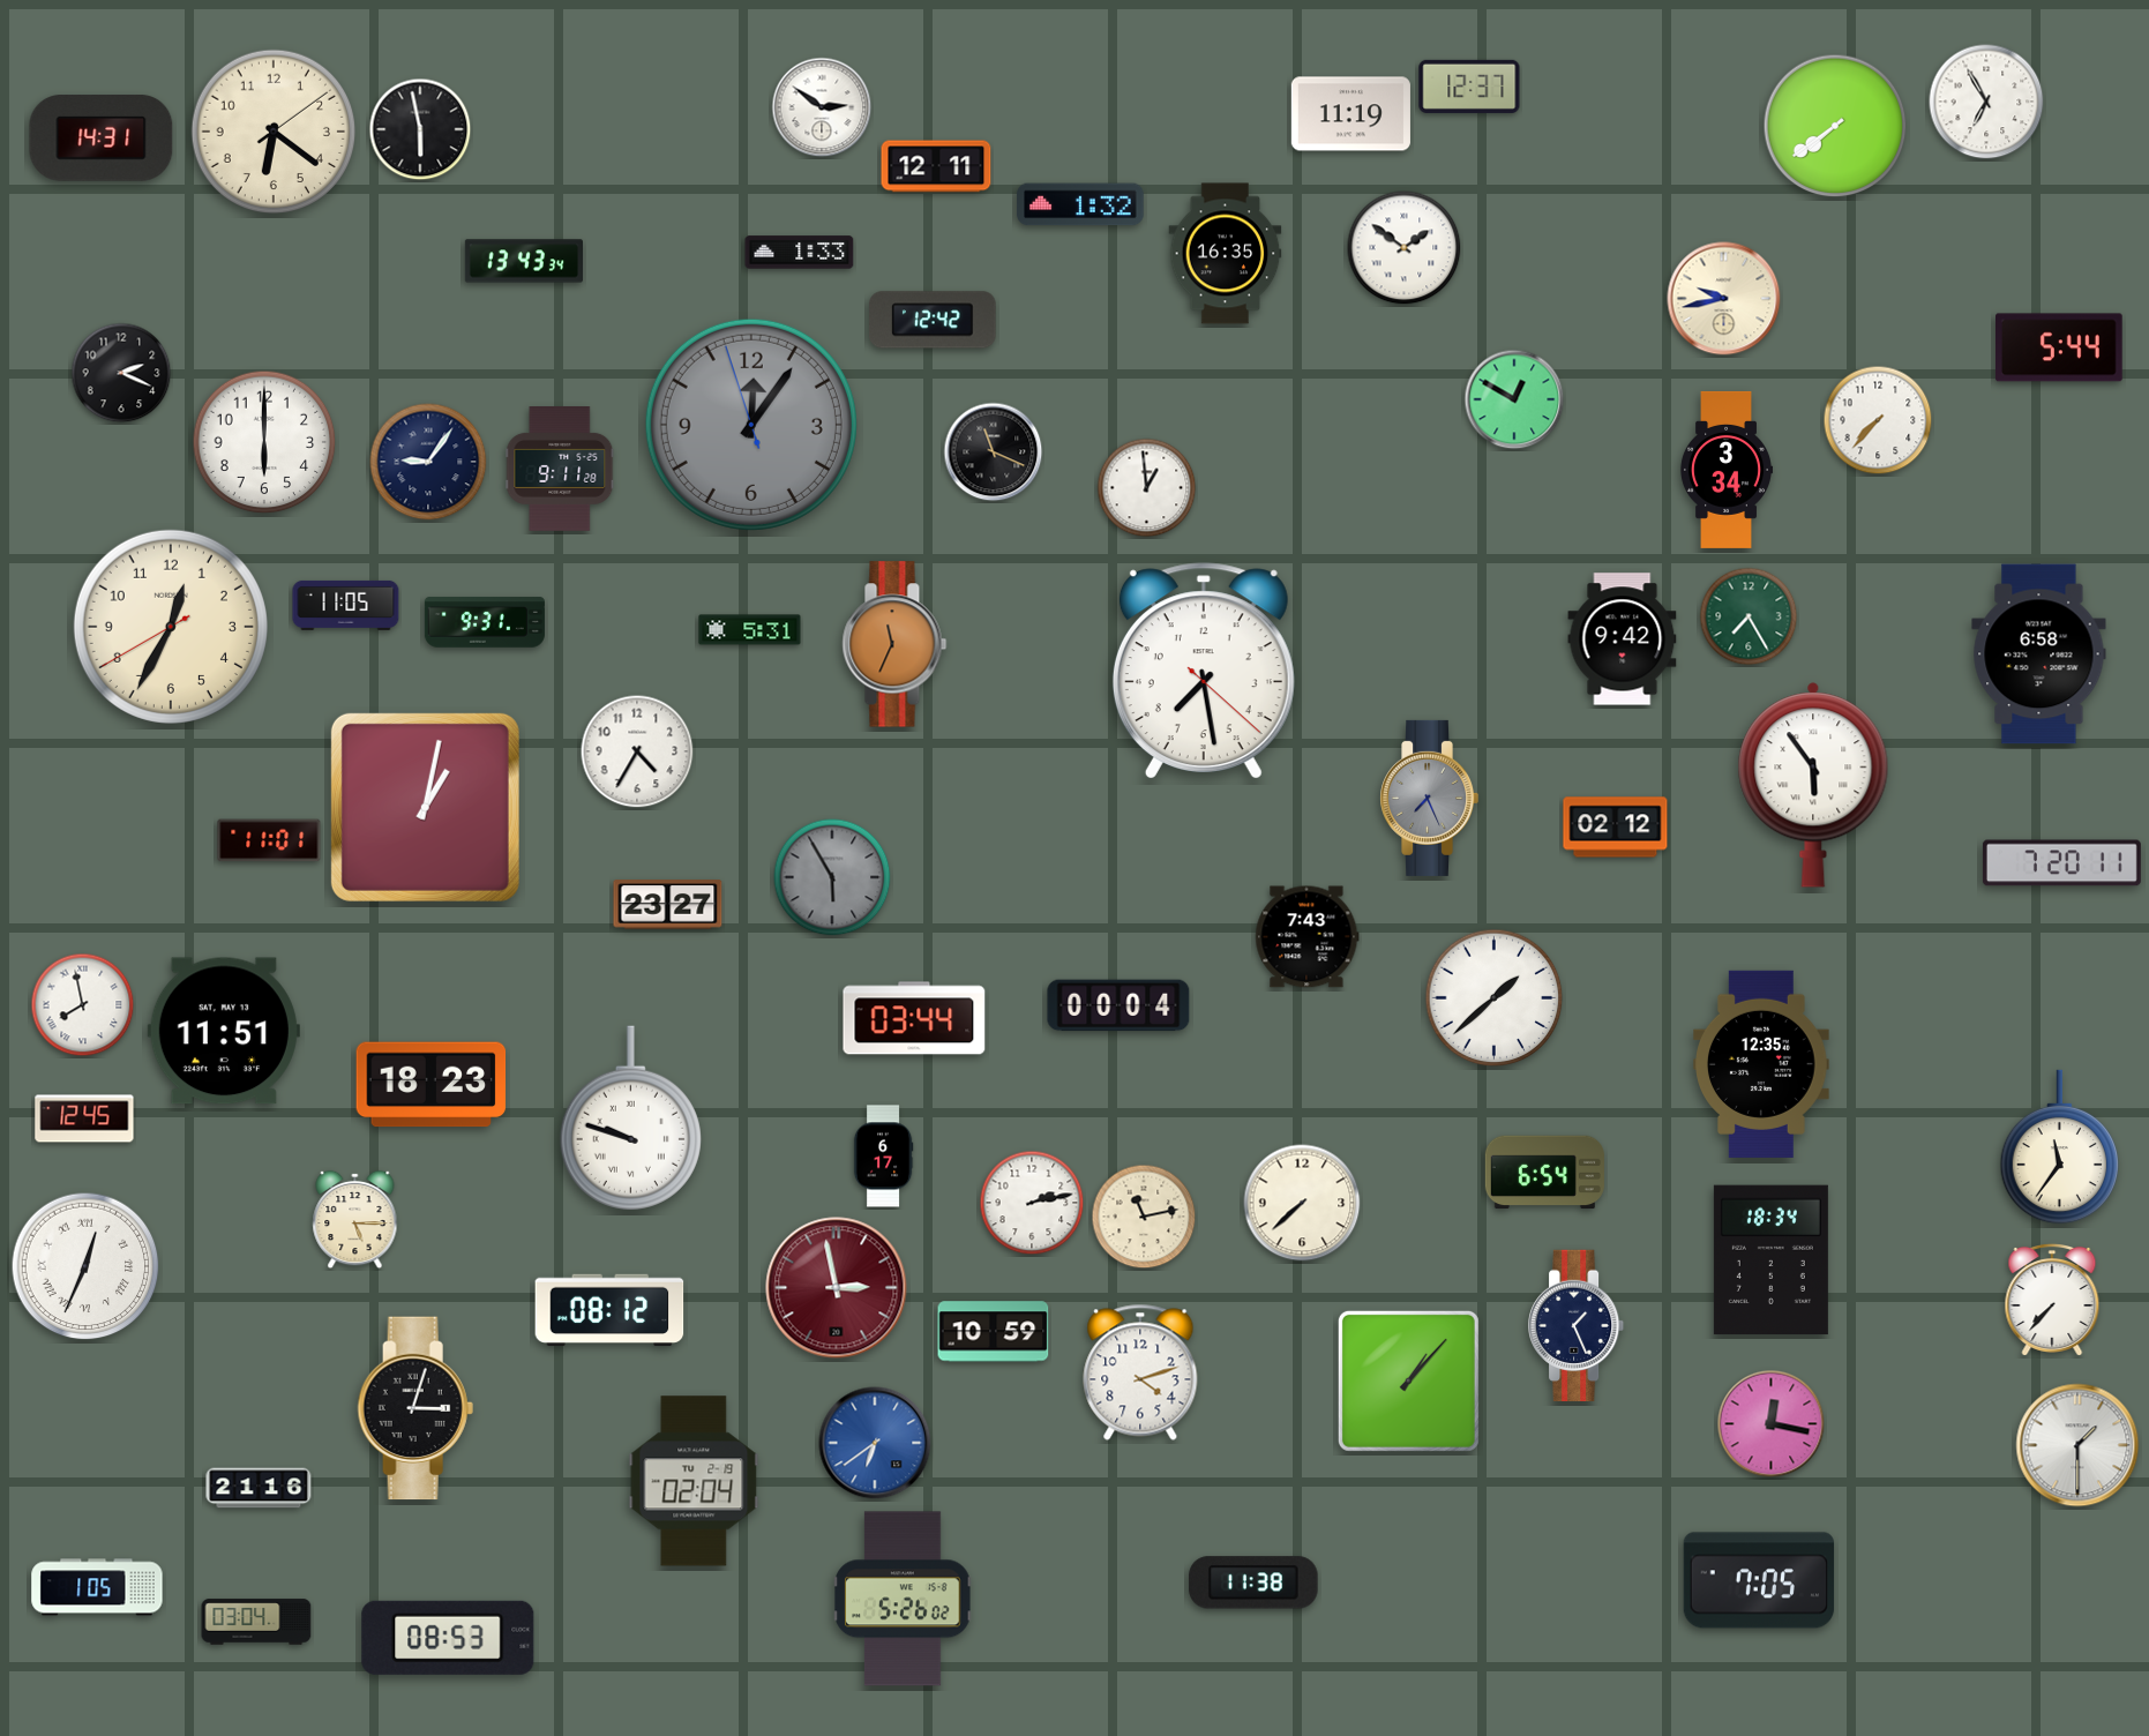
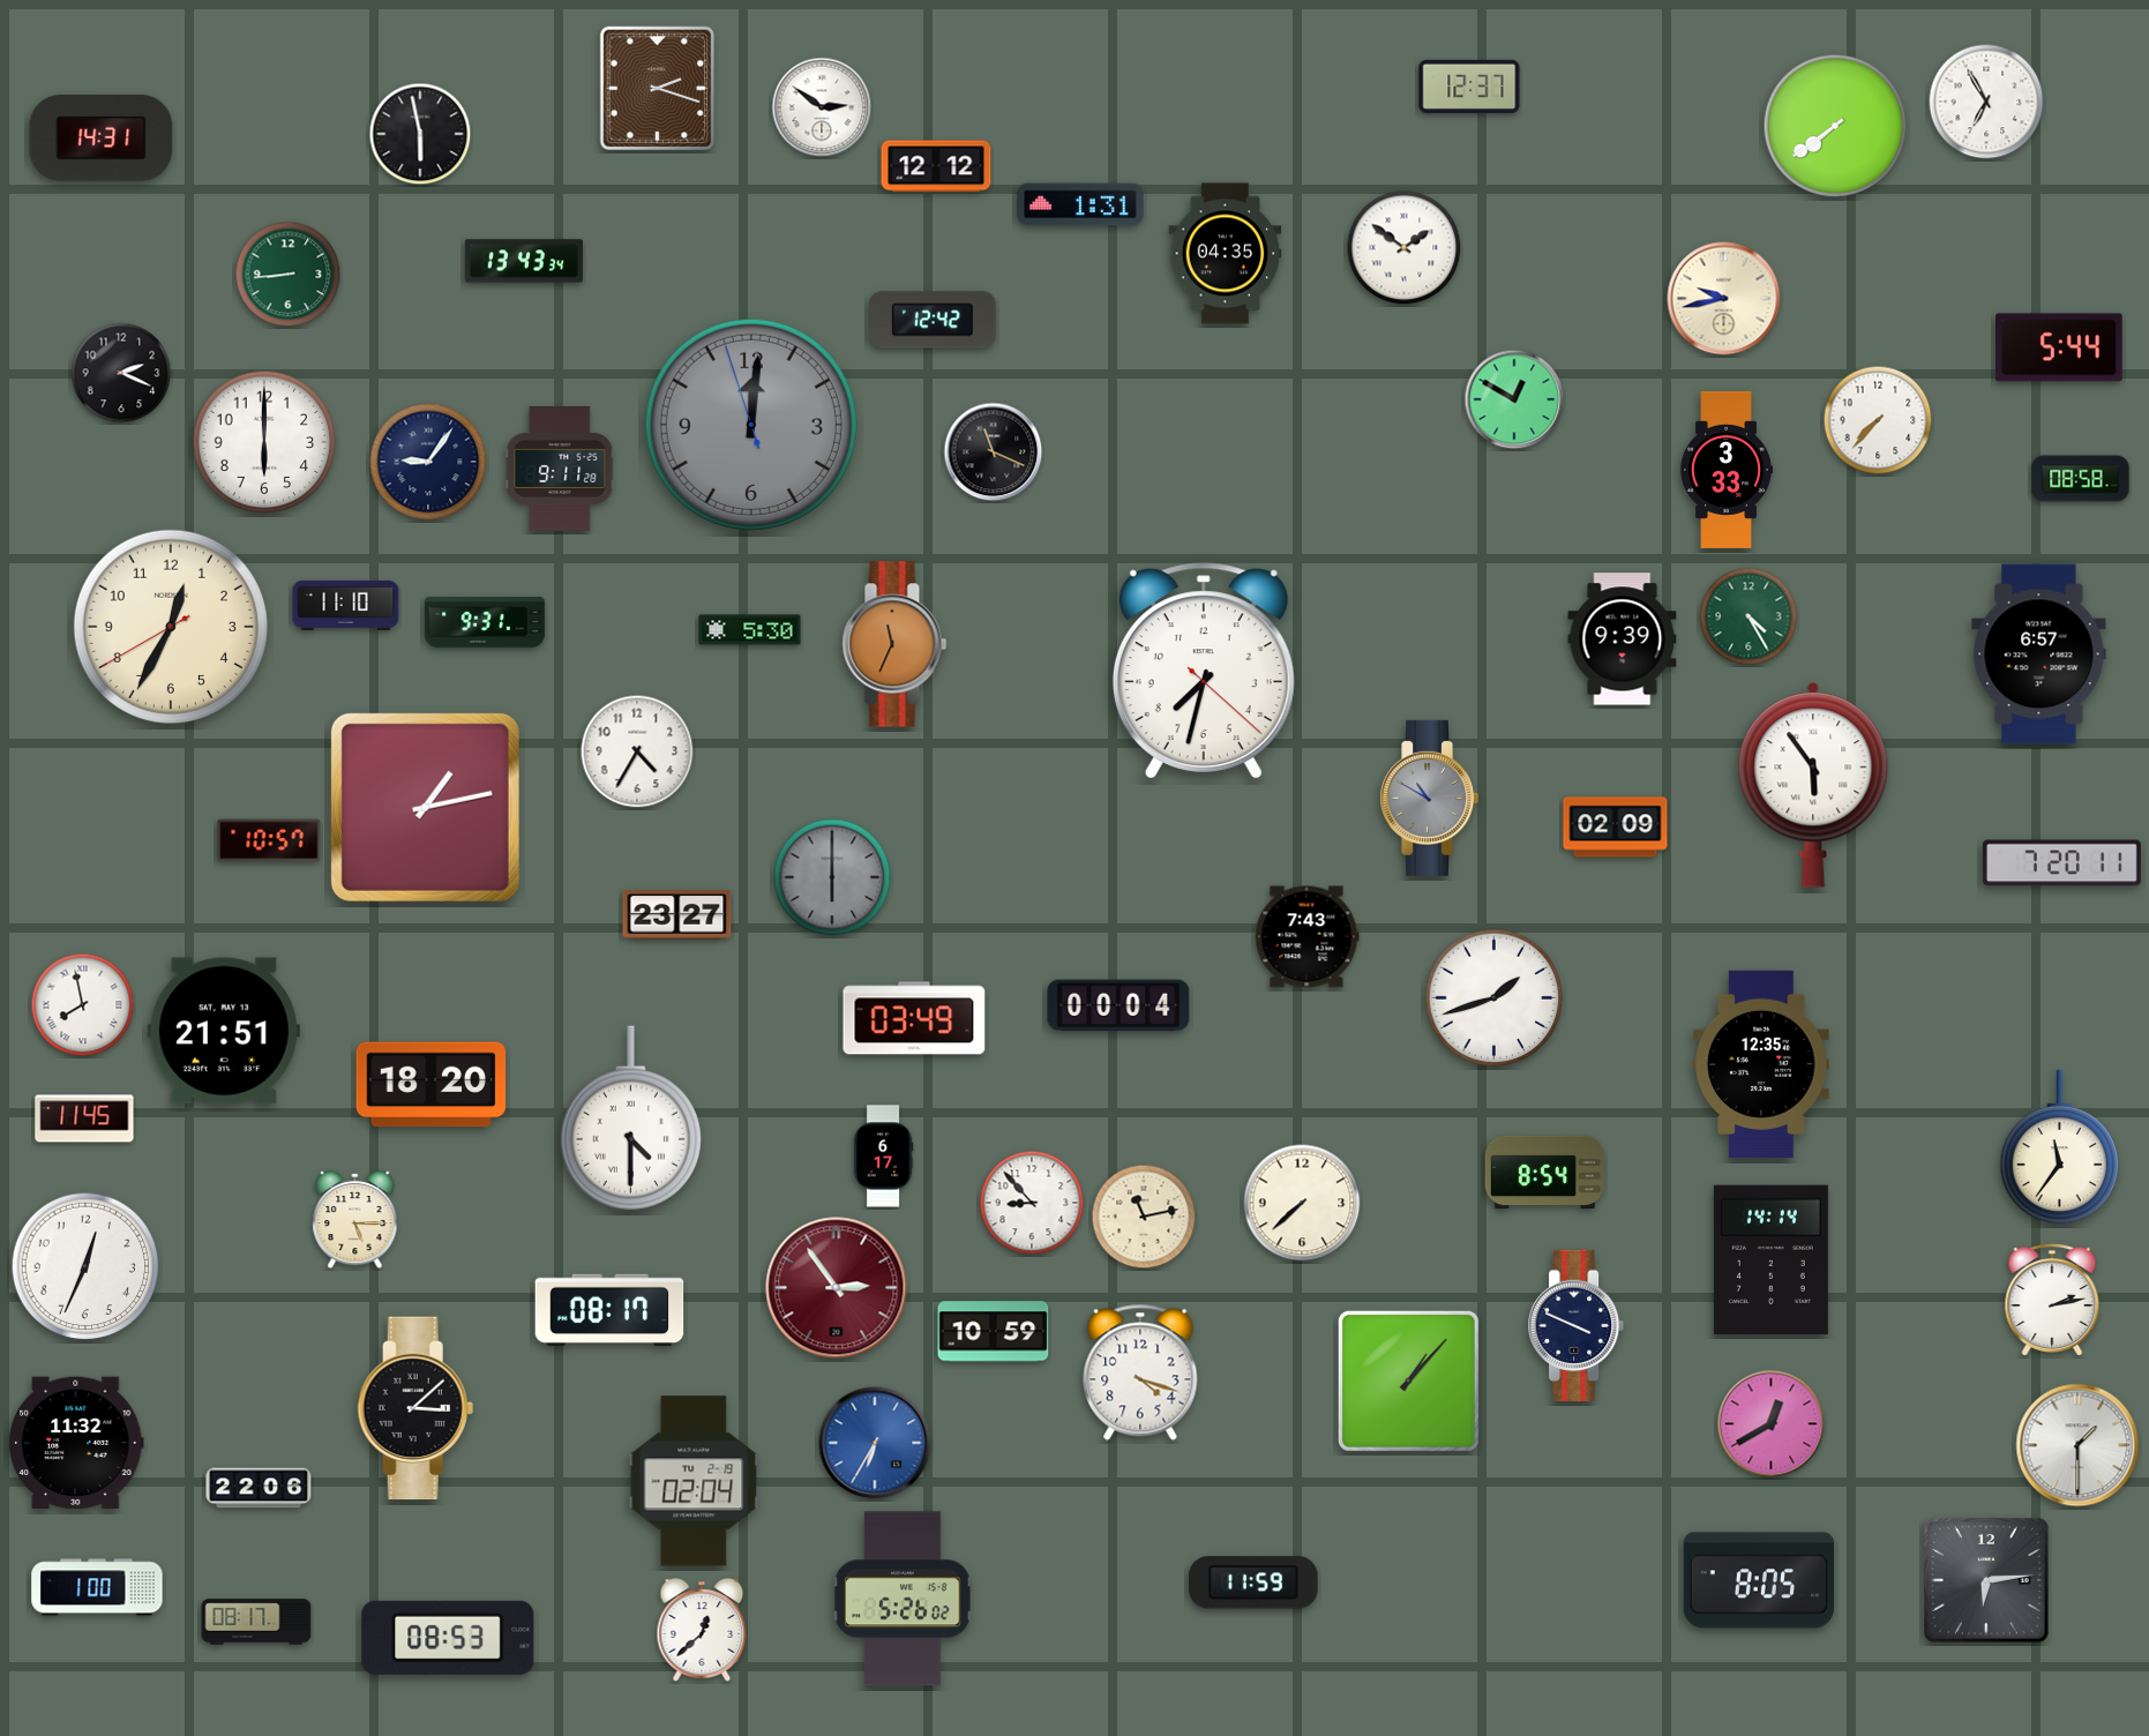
clock at (658, 89): none -> 2:18
clock at (1350, 114): 11:19 -> none
clock at (420, 129) position: (420, 129) -> (420, 134)
clock at (274, 132): 6:21 -> none
clock at (936, 166): 12:11 -> 12:12
clock at (1080, 204): 1:32 -> 1:31
clock at (800, 253): 1:33 -> none
clock at (1226, 254): 16:35 -> 04:35
clock at (289, 275): none -> 8:44
clock at (751, 425): 12:05 -> 12:00
clock at (1725, 470): 3:34 -> 3:33
clock at (2081, 479): none -> 08:58
clock at (1147, 488): 12:59 -> none
clock at (346, 605): 11:05 -> 11:10
clock at (1749, 616): 7:25 -> 4:25
clock at (750, 630): 5:31 -> 5:30
clock at (1623, 639): 9:42 -> 9:39
clock at (2039, 654): 6:58 -> 6:57
clock at (1204, 671): 7:28 -> 7:32
clock at (1430, 798): 7:26 -> 10:50
clock at (425, 807): 1:02 -> 1:13
clock at (1616, 828): 02:12 -> 02:09
clock at (269, 840): 11:01 -> 10:57
clock at (832, 877): 5:55 -> 6:00
clock at (668, 905) position: (668, 905) -> (677, 915)
clock at (1495, 998): 1:38 -> 1:42
clock at (914, 1018): 03:44 -> 03:49
clock at (224, 1031): 11:51 -> 21:51
clock at (432, 1085): 18:23 -> 18:20
clock at (84, 1118): 12:45 -> 11:45
clock at (630, 1118): 9:48 -> 4:30
clock at (1544, 1173): 6:54 -> 8:54
clock at (1032, 1203): 2:13 -> 8:53
clock at (1770, 1260): 18:34 -> 14:14
clock at (85, 1266) numerals: Roman -> Arabic
clock at (837, 1288): 2:58 -> 2:54
clock at (2052, 1300): 7:37 -> 2:13
clock at (609, 1310): 08:12 -> 08:17
clock at (1578, 1325): 1:26 -> 3:49
clock at (1140, 1372): 4:12 -> 4:18
clock at (415, 1408): 3:03 -> 3:08
clock at (1772, 1424): 12:17 -> 12:40
clock at (76, 1443): none -> 11:32
clock at (875, 1443): 6:39 -> 6:35
clock at (259, 1488): 21:16 -> 22:06
clock at (1759, 1580): 7:05 -> 8:05
clock at (1987, 1581): none -> 6:14
clock at (1253, 1582): 11:38 -> 11:59
clock at (97, 1587): 1:05 -> 1:00
clock at (256, 1622): 03:04 -> 08:17
clock at (702, 1631): none -> 12:38
